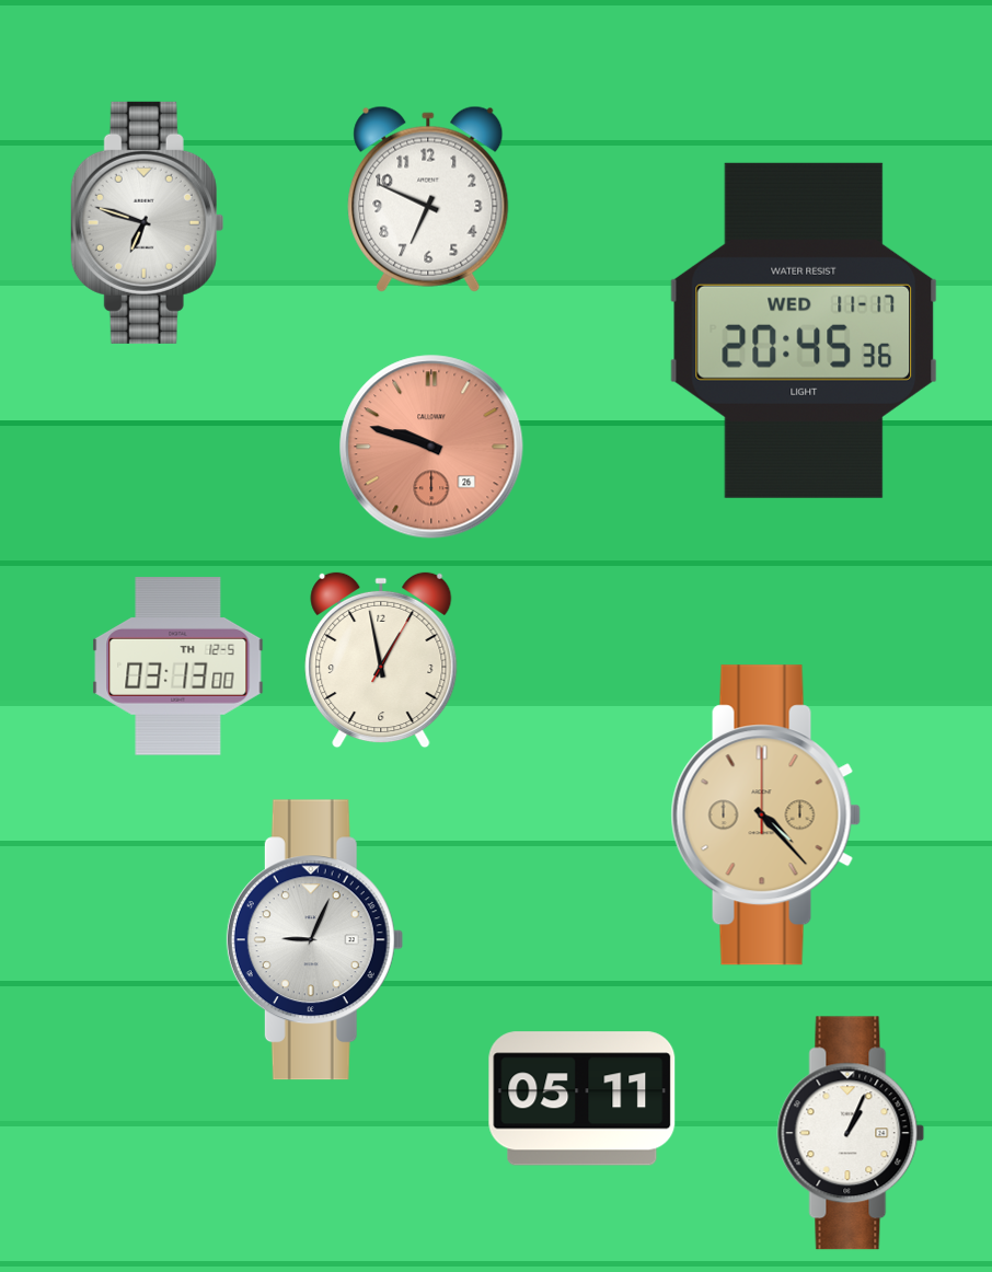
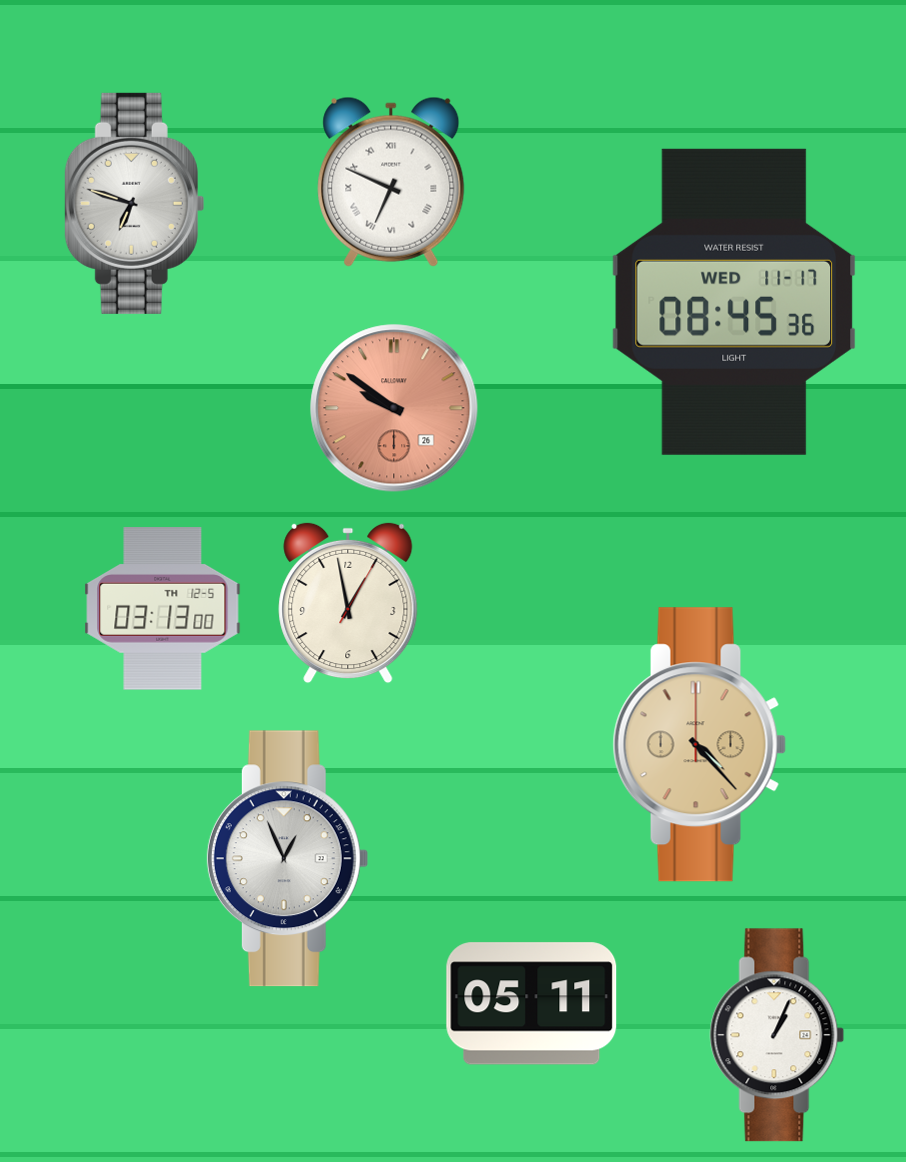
clock at (428, 199) numerals: Arabic -> Roman
clock at (804, 331): 20:45 -> 08:45
clock at (431, 447): 9:48 -> 9:51
clock at (314, 940): 9:04 -> 12:56
